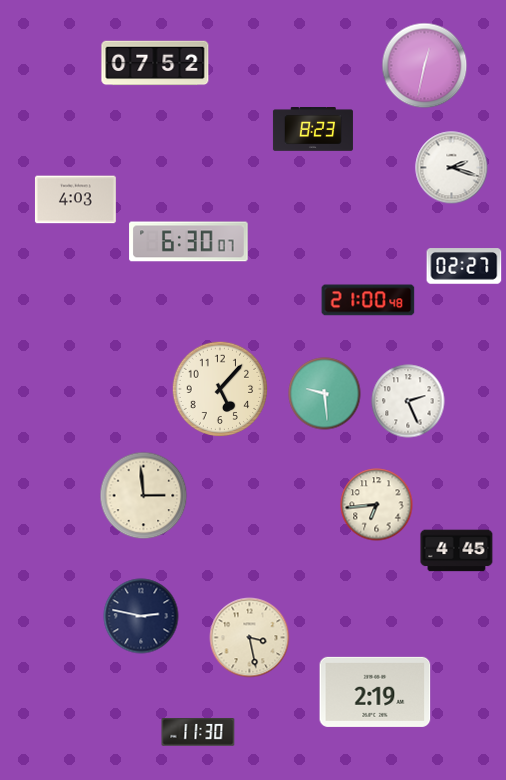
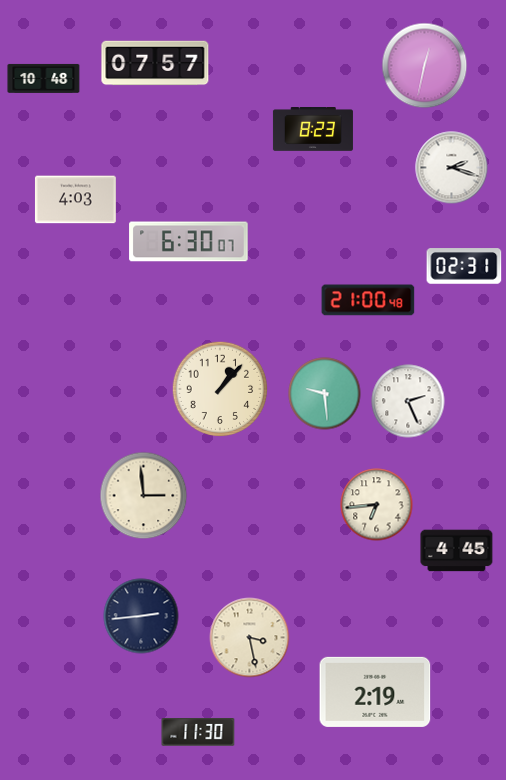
clock at (155, 63): 07:52 -> 07:57
clock at (44, 78): none -> 10:48
clock at (464, 266): 02:27 -> 02:31
clock at (220, 389): 5:07 -> 1:07
clock at (141, 616): 2:47 -> 2:44
